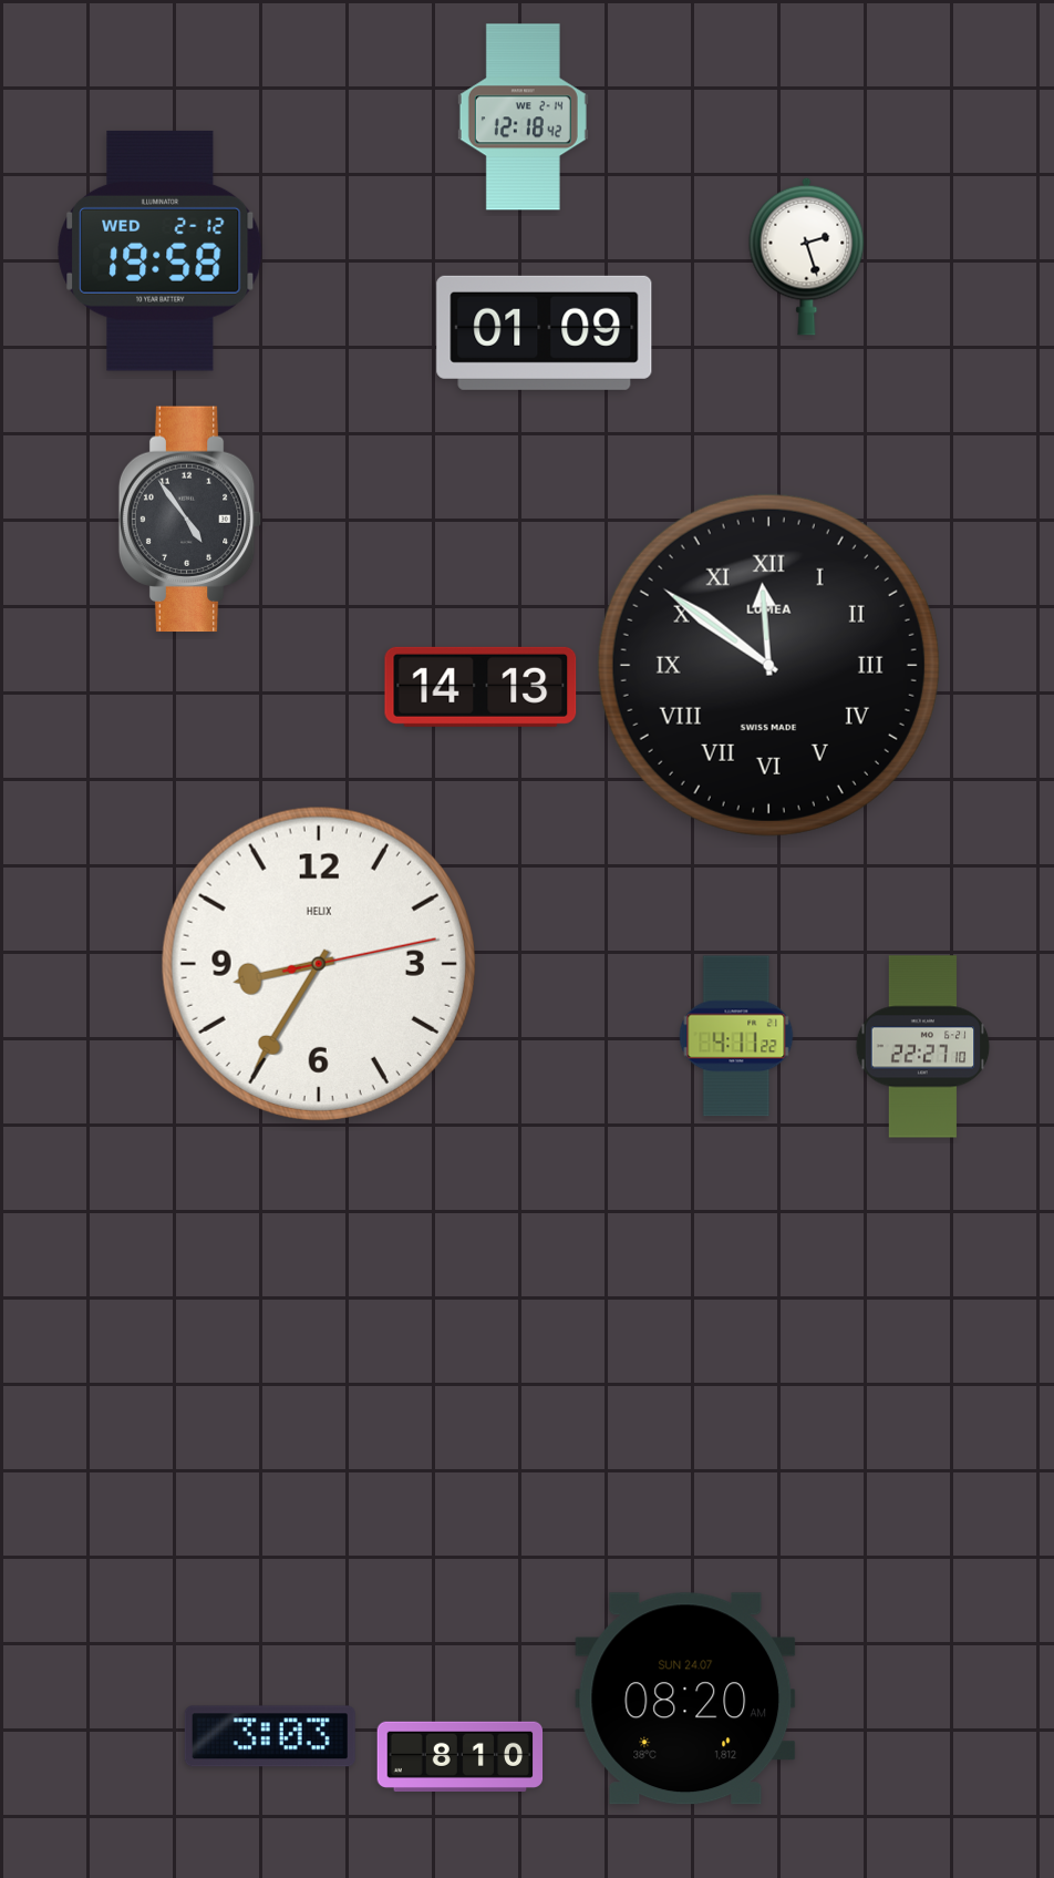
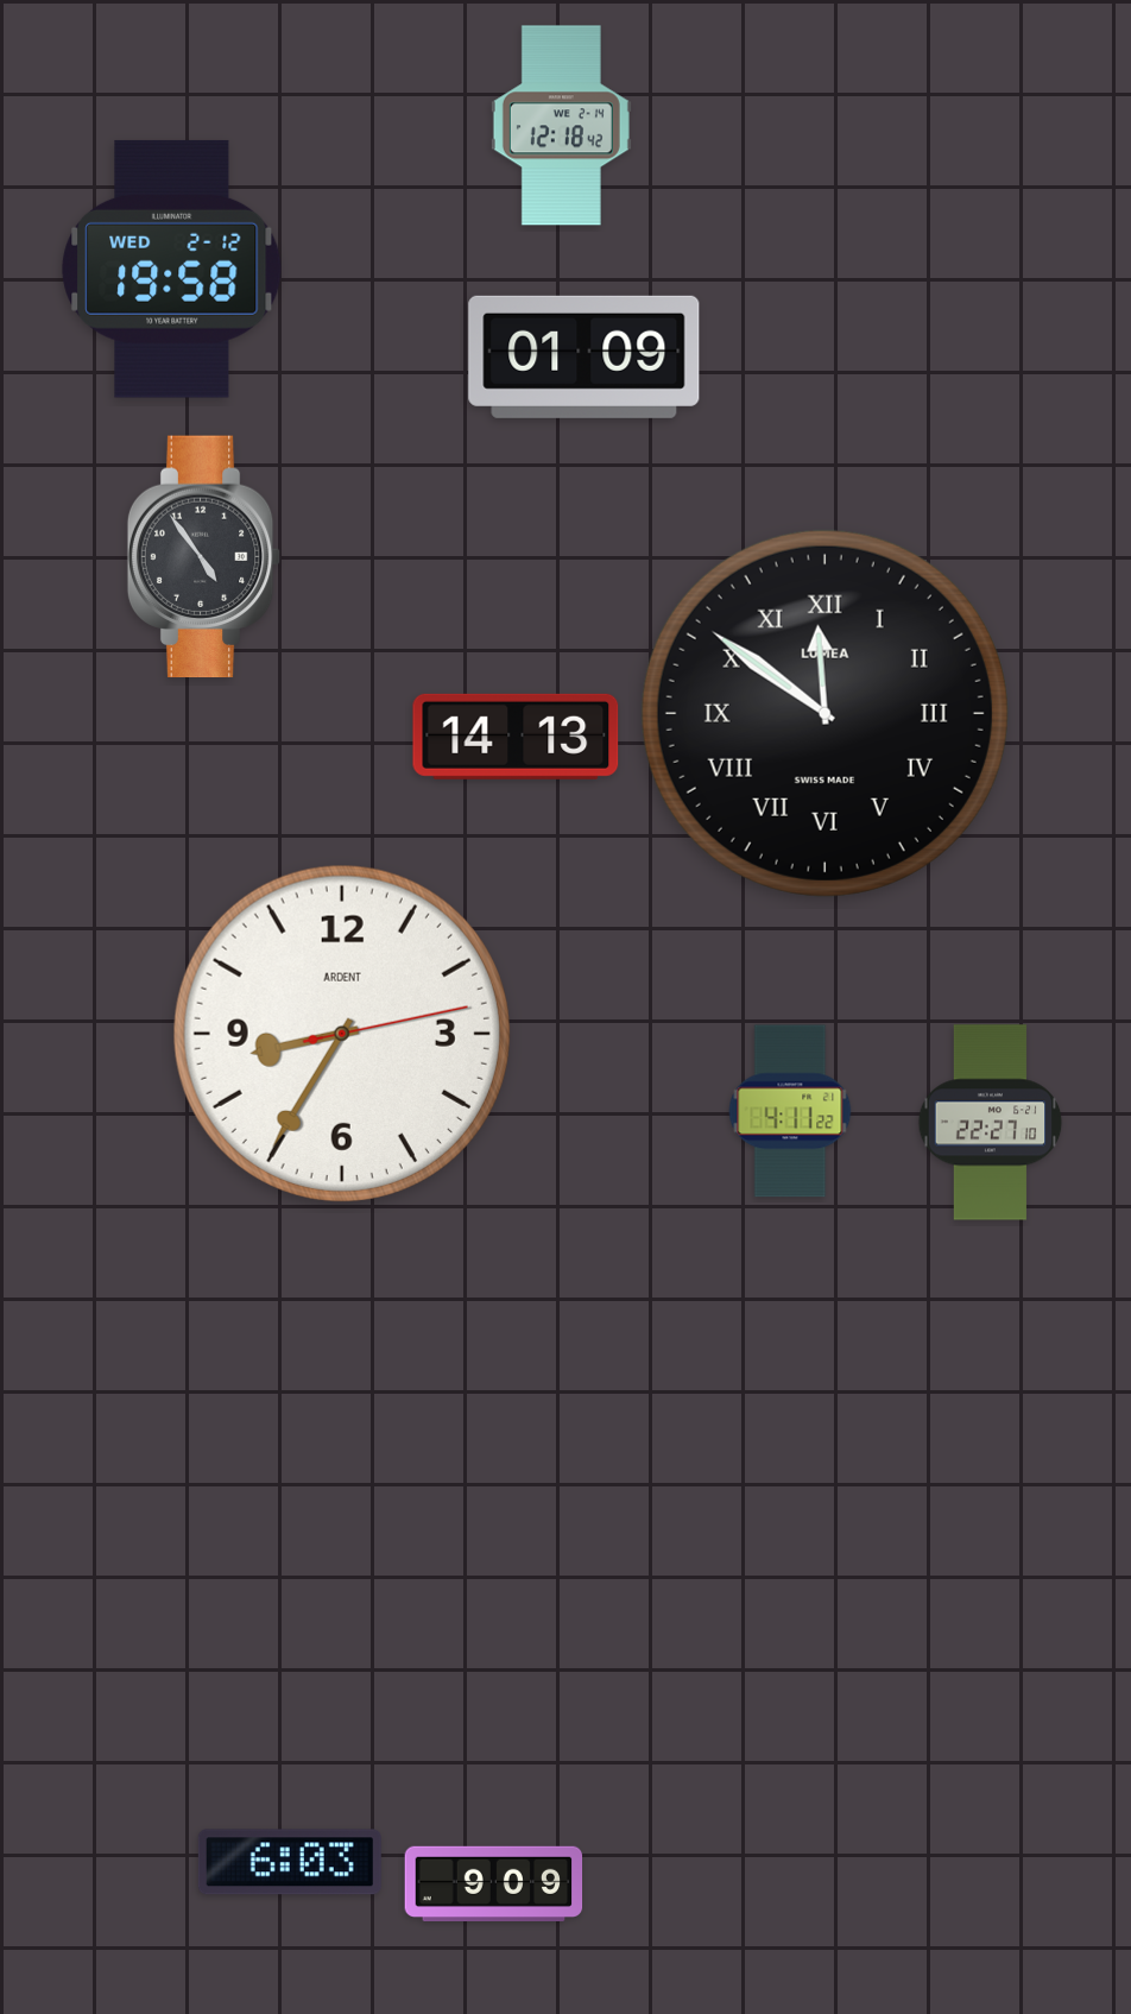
clock at (807, 256): 2:27 -> none
clock at (319, 964) brand: HELIX -> ARDENT
clock at (685, 1699): 08:20 -> none
clock at (270, 1736): 3:03 -> 6:03
clock at (461, 1756): 8:10 -> 9:09
